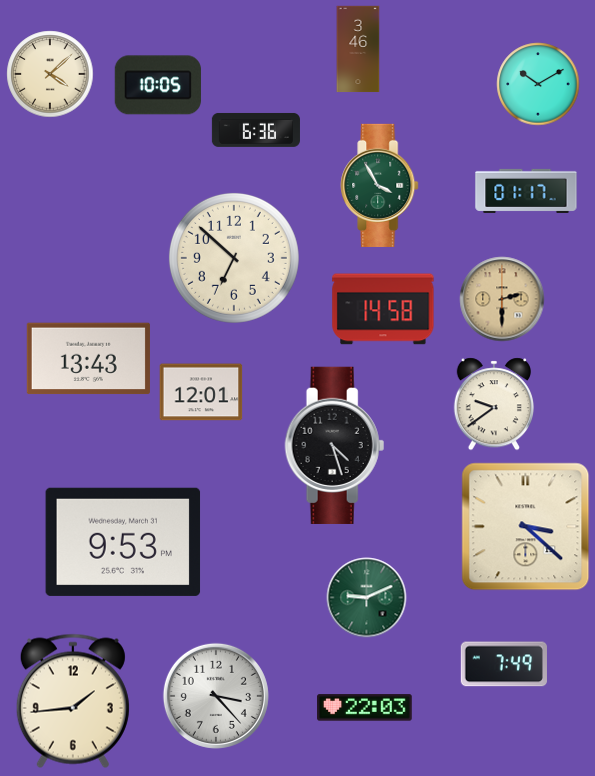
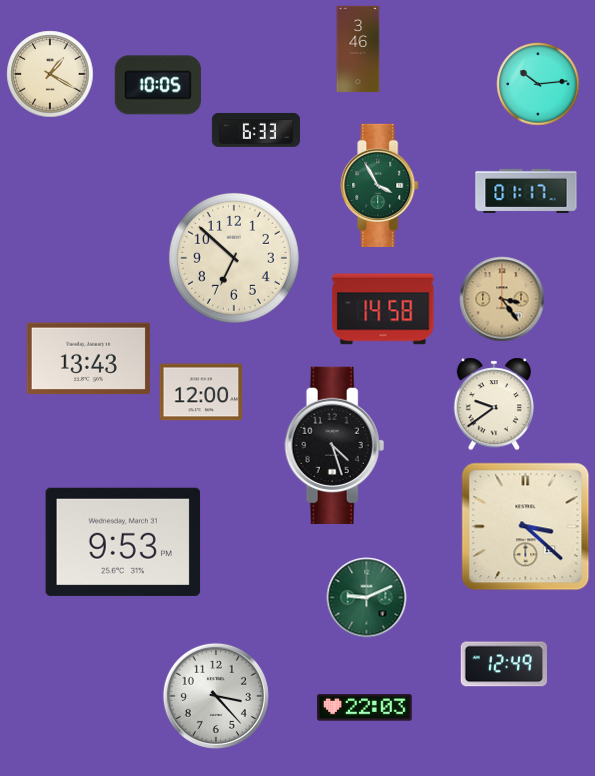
clock at (50, 74): 4:08 -> 1:20
clock at (538, 84): 10:10 -> 10:14
clock at (256, 130): 6:36 -> 6:33
clock at (502, 299): 2:30 -> 3:24
clock at (201, 392): 12:01 -> 12:00
clock at (504, 664): 7:49 -> 12:49
clock at (73, 701): 1:44 -> none
